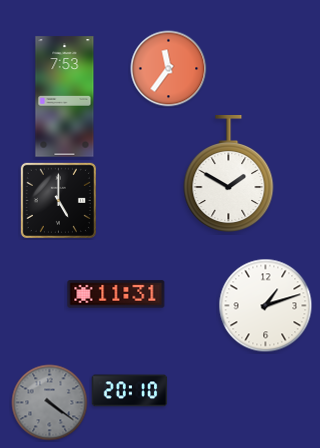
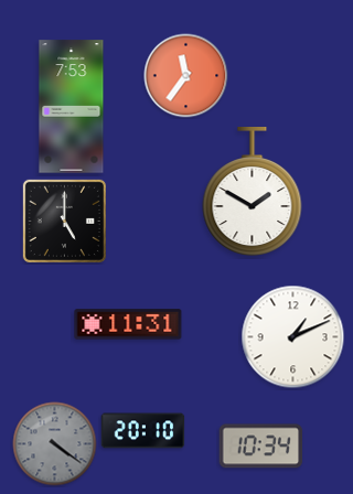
clock at (266, 306): 1:12 -> 1:11
clock at (261, 447): none -> 10:34
